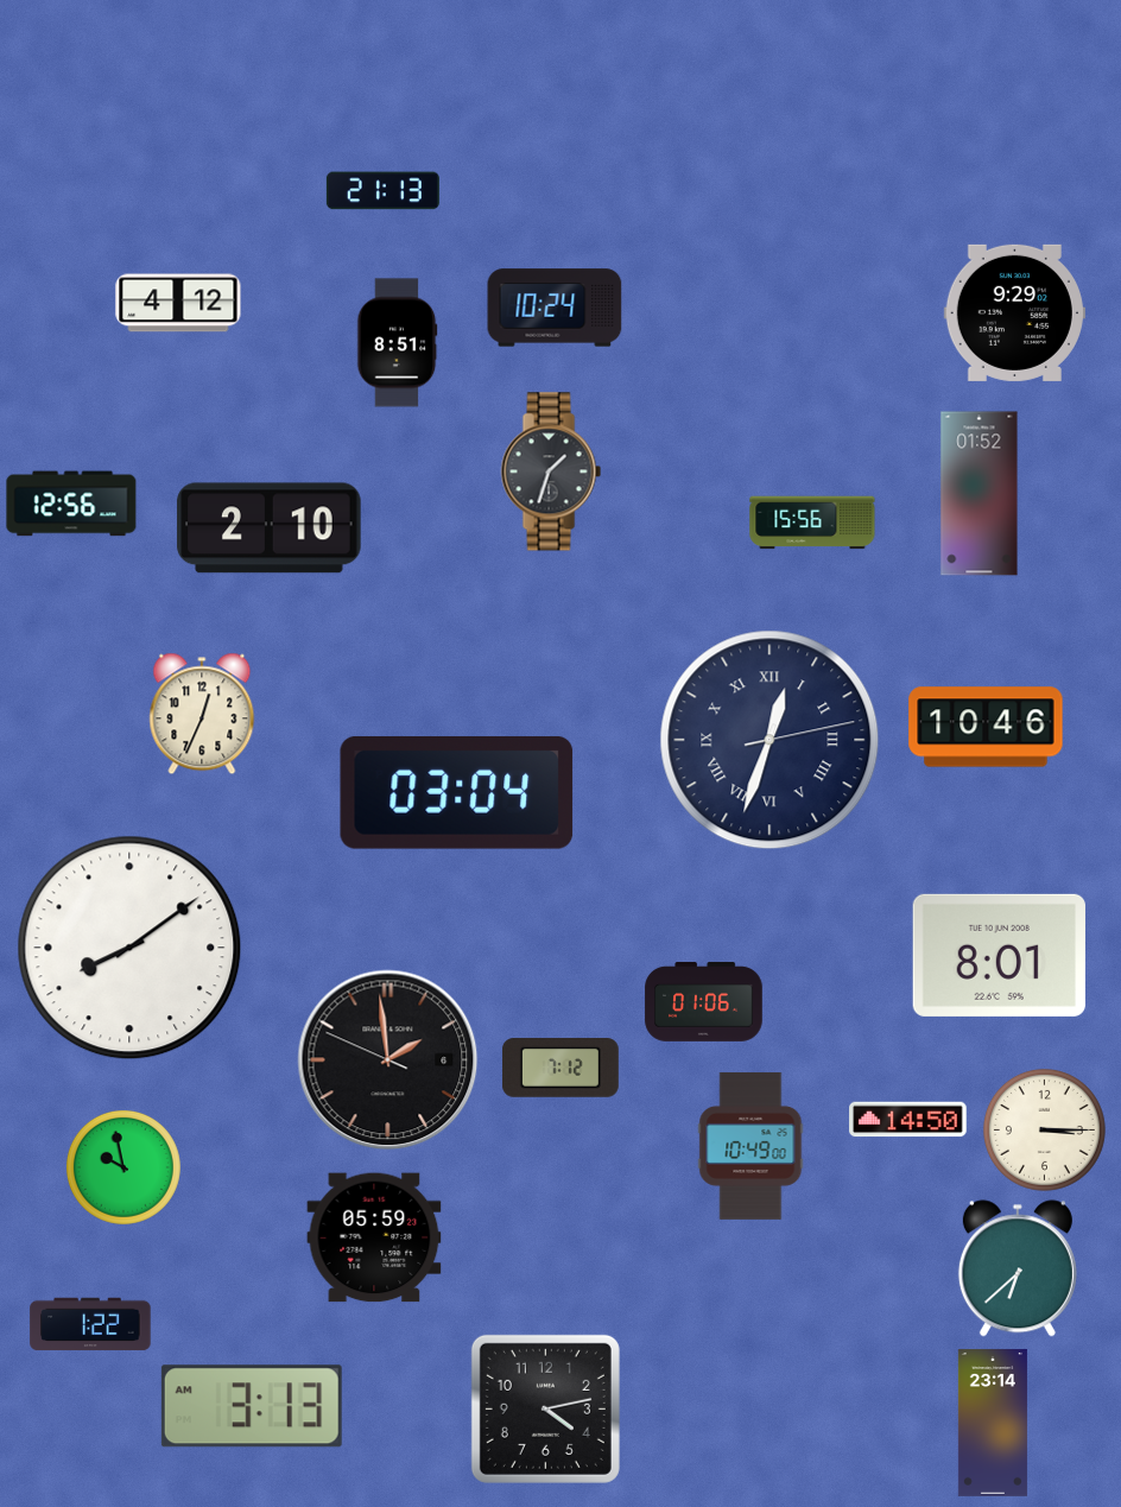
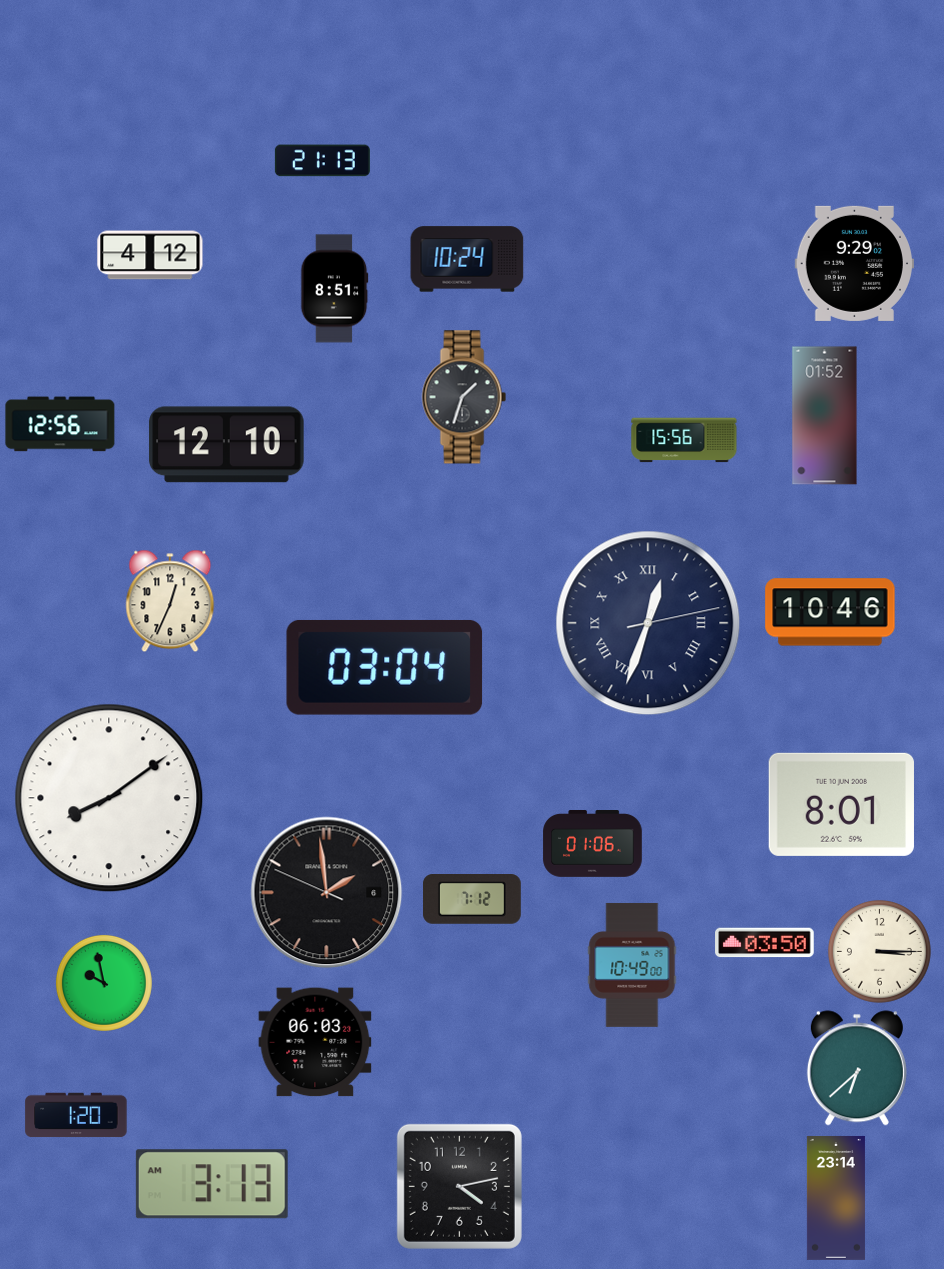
clock at (270, 528): 2:10 -> 12:10
clock at (908, 1120): 14:50 -> 03:50
clock at (374, 1237): 05:59 -> 06:03
clock at (90, 1324): 1:22 -> 1:20
